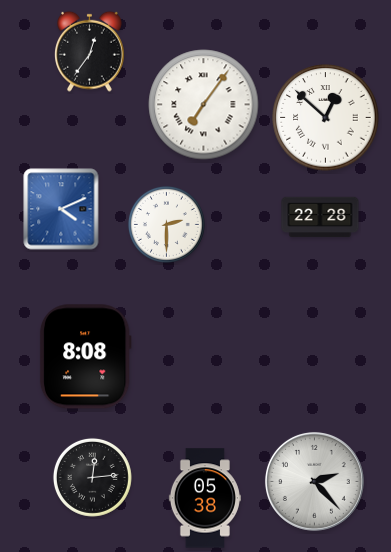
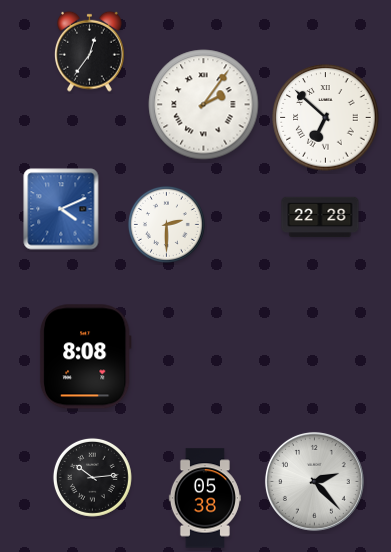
clock at (204, 105): 7:06 -> 2:06
clock at (326, 118): 12:52 -> 6:52
clock at (92, 477): 12:14 -> 10:14
